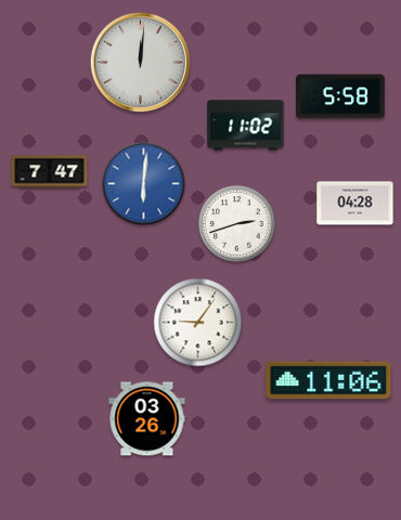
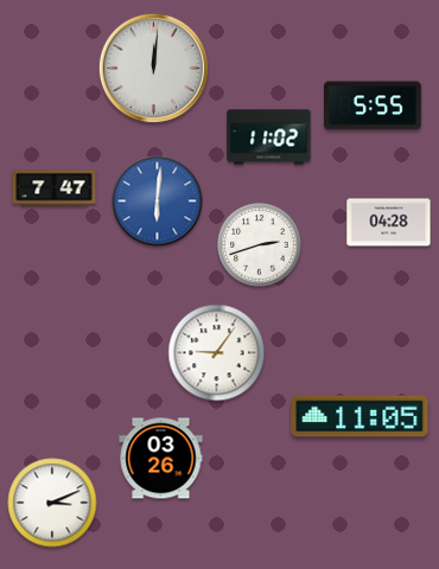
clock at (341, 96): 5:58 -> 5:55
clock at (328, 380): 11:06 -> 11:05
clock at (52, 503): none -> 3:11
